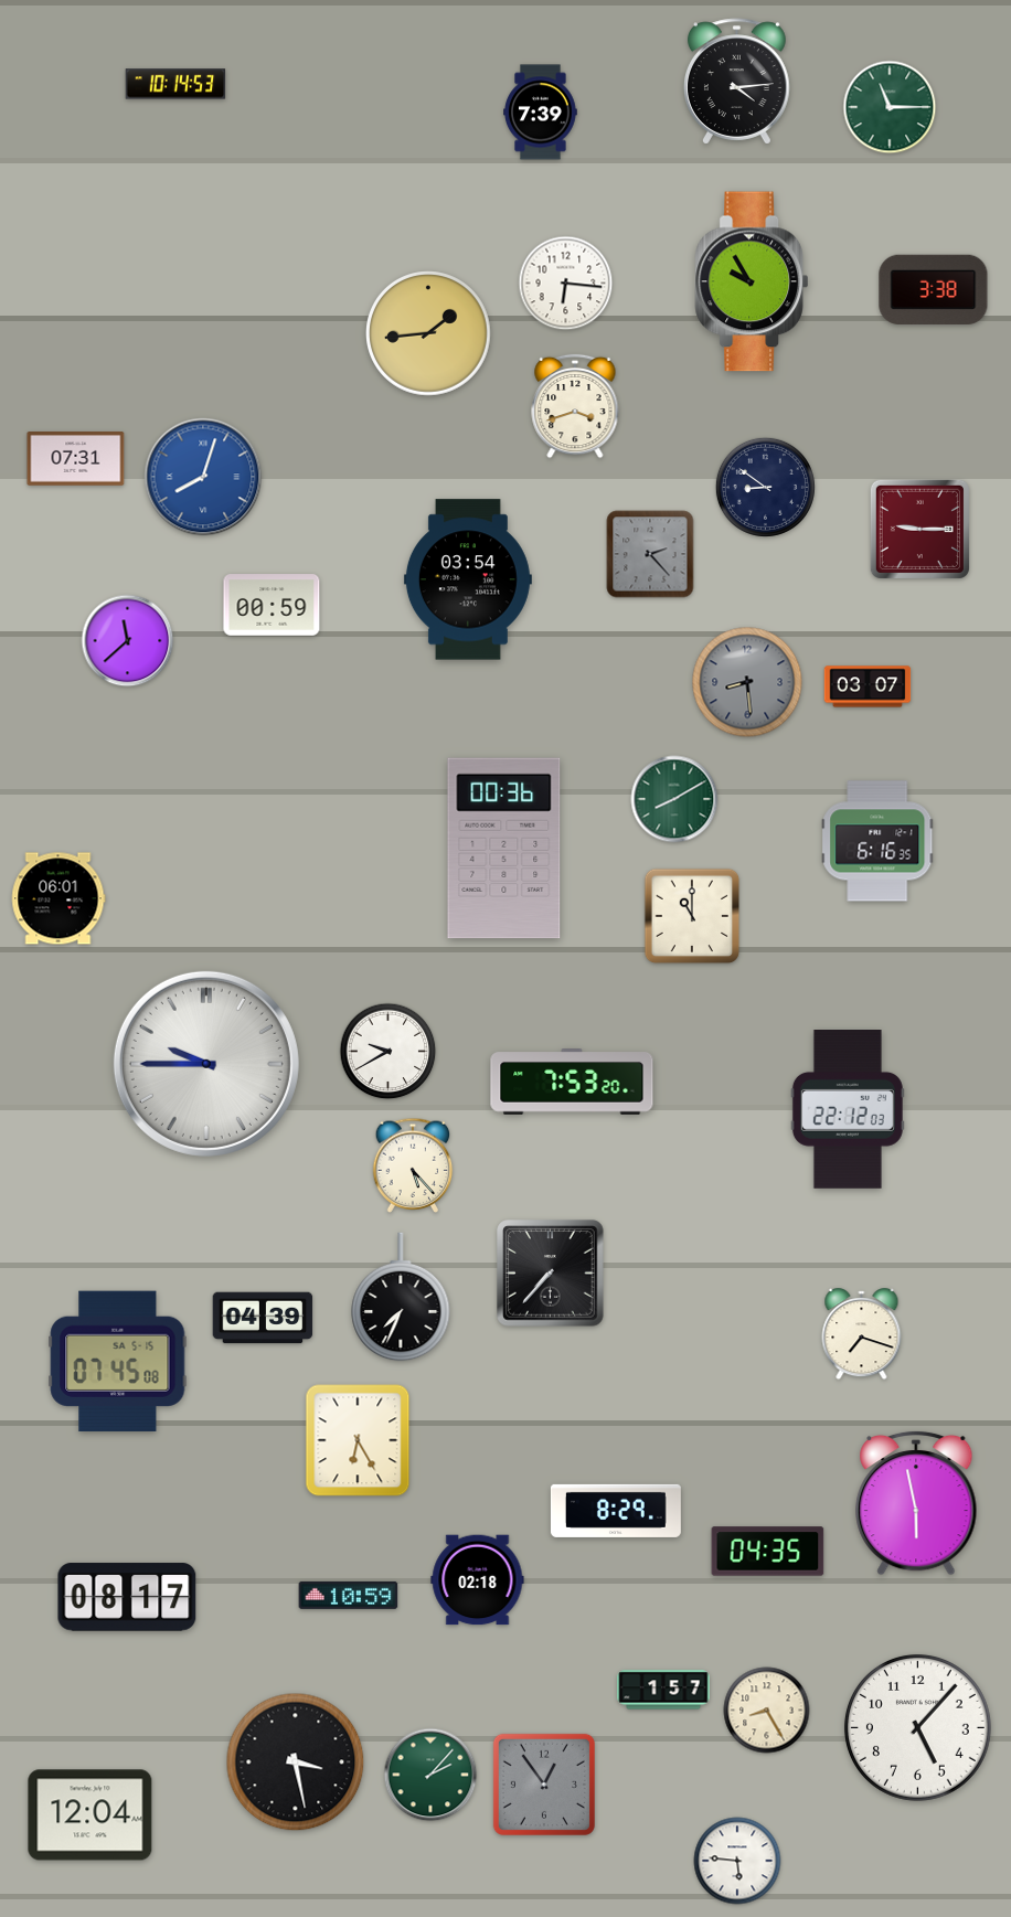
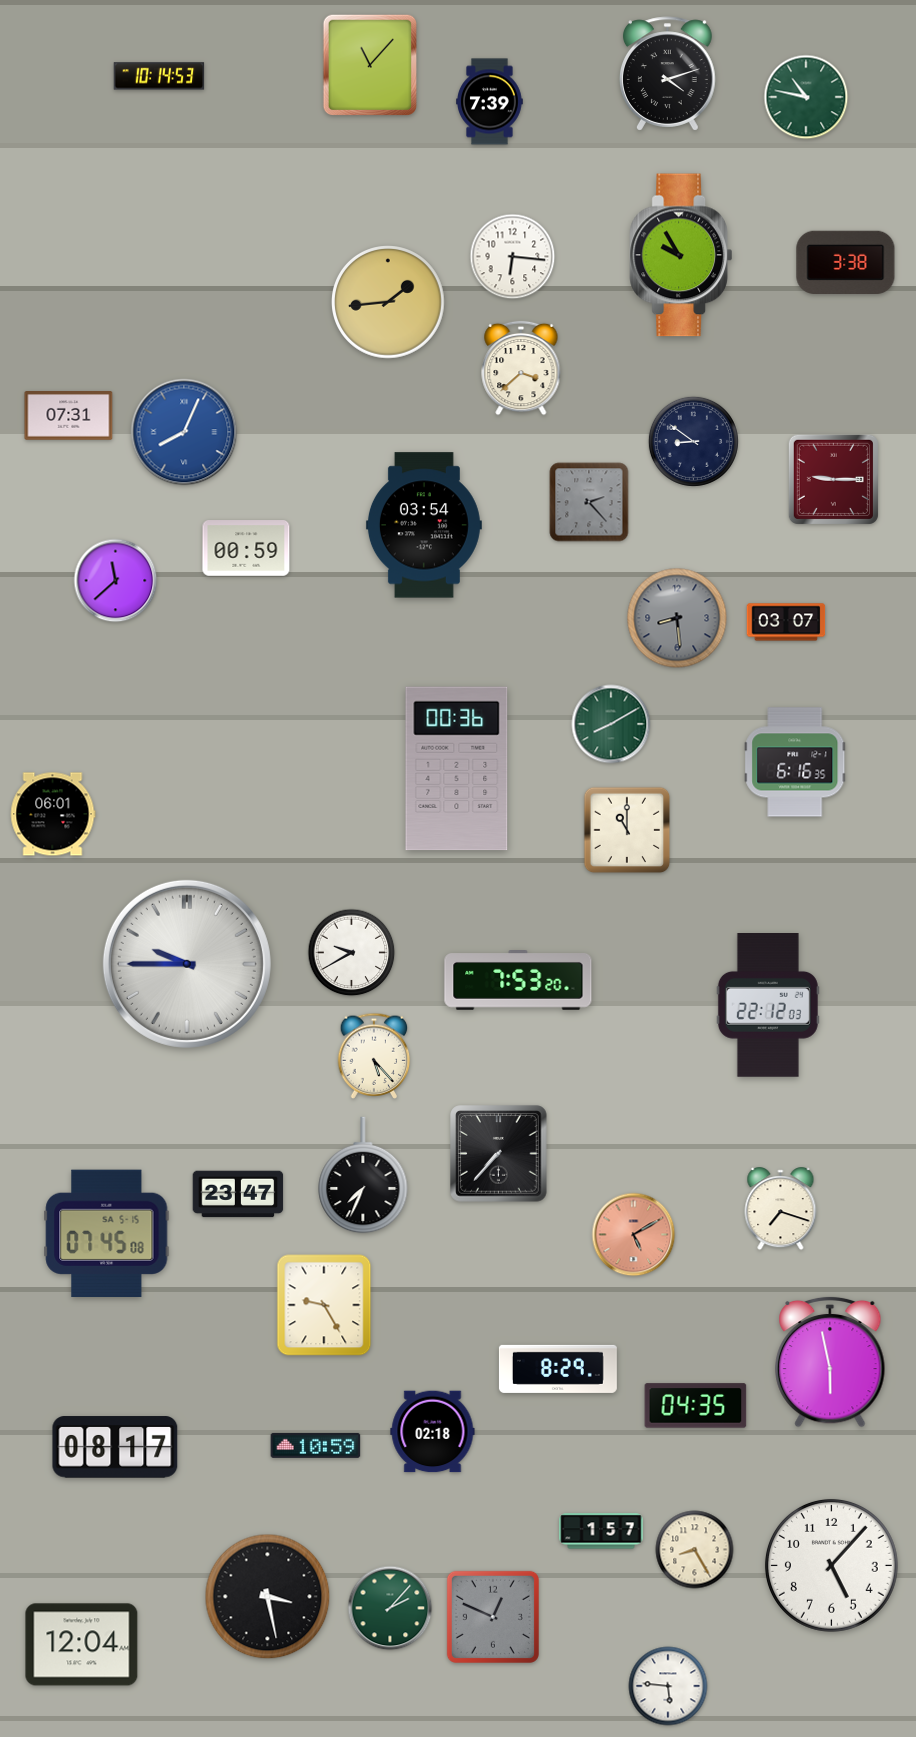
clock at (369, 65): none -> 11:07
clock at (736, 82): 4:14 -> 4:12
clock at (890, 107): 11:15 -> 10:47
clock at (575, 406): 3:42 -> 3:38
clock at (203, 477): 8:03 -> 8:04
clock at (263, 1318): 04:39 -> 23:47
clock at (634, 1235): none -> 5:10
clock at (358, 1440): 6:25 -> 9:25
clock at (544, 1785): 12:54 -> 12:49
